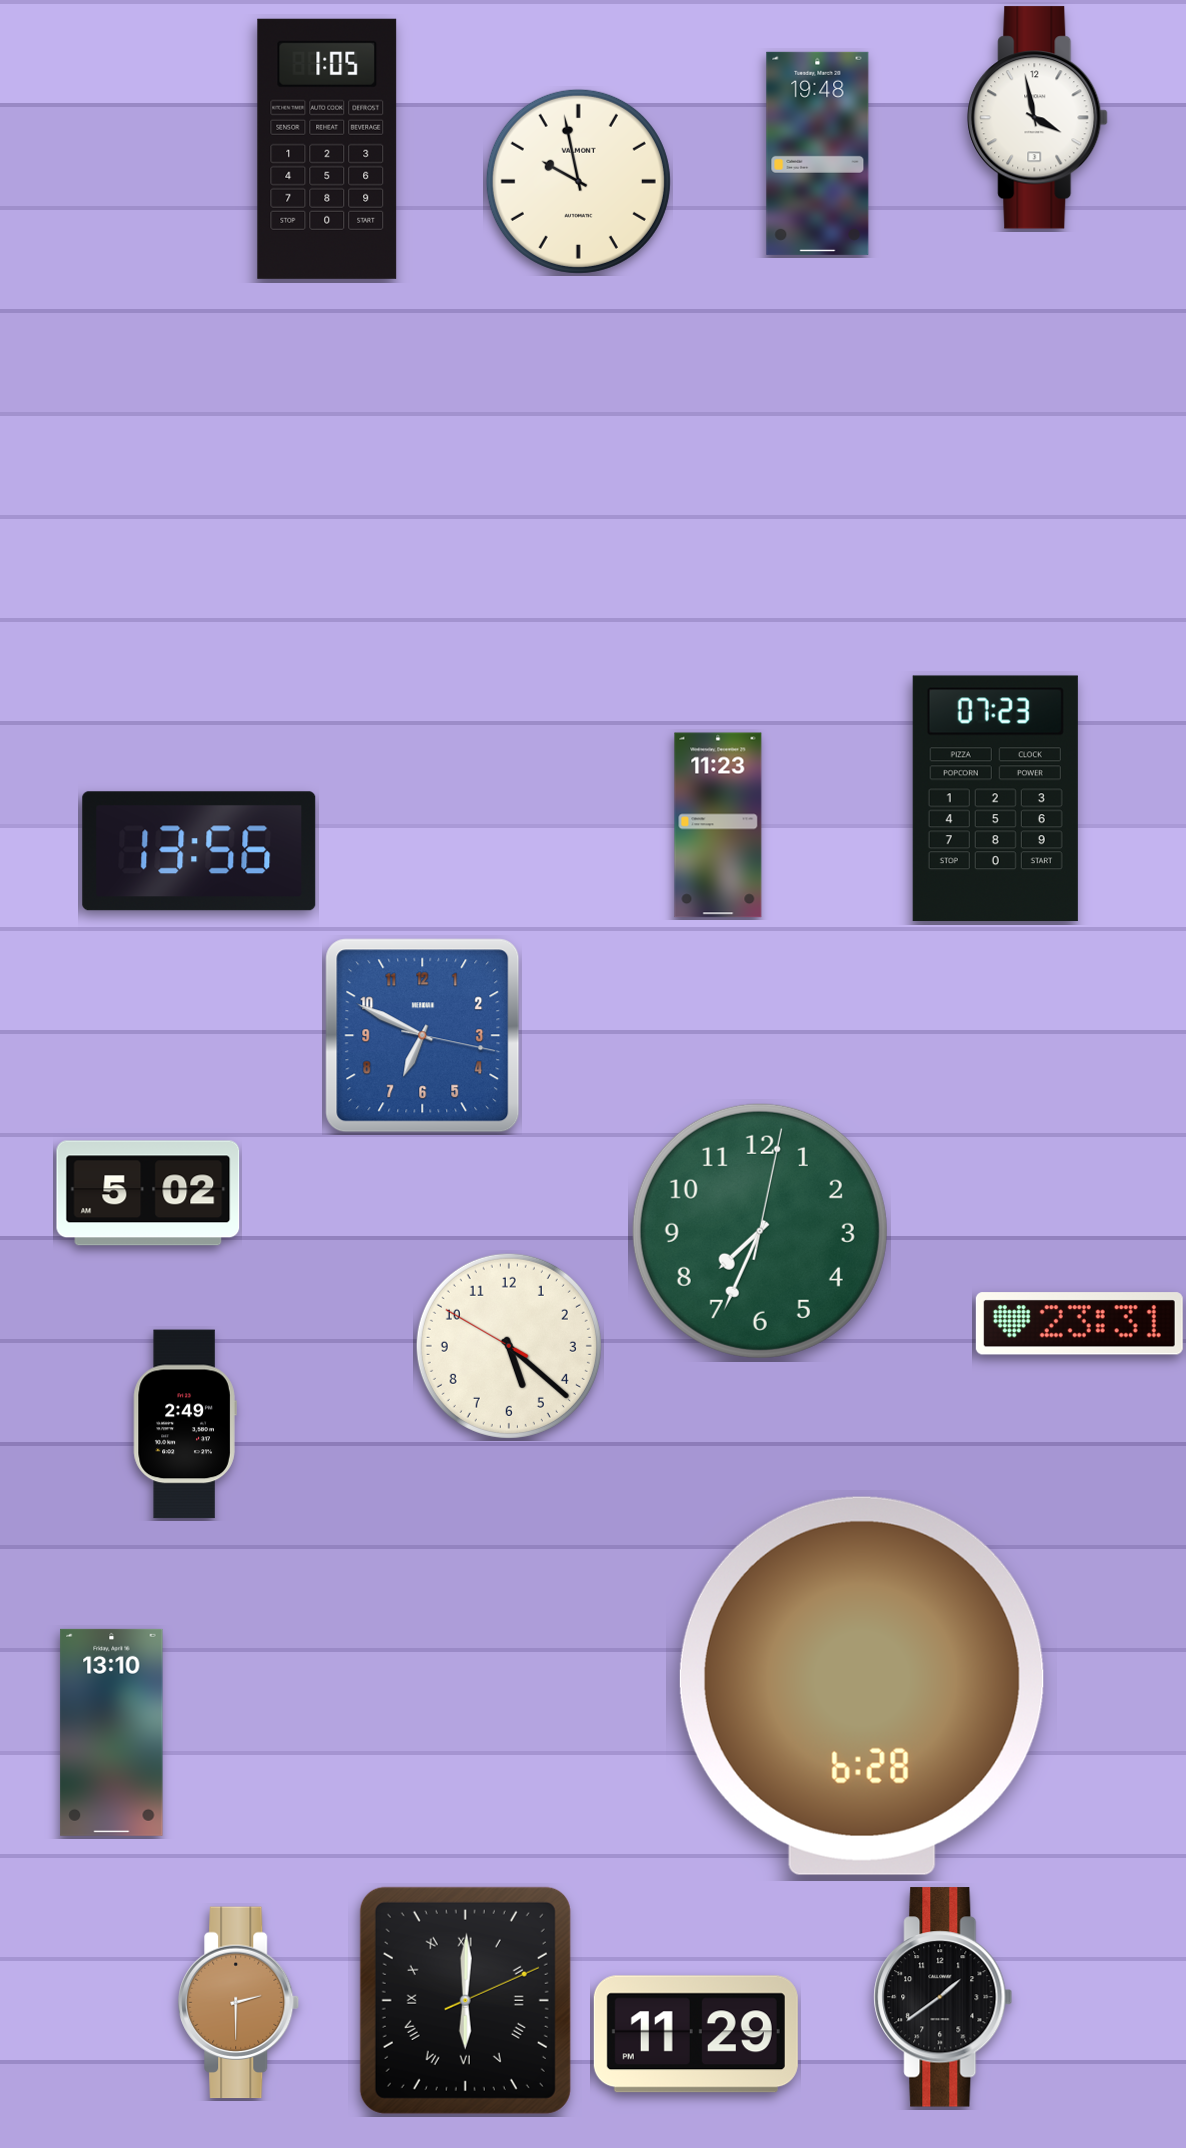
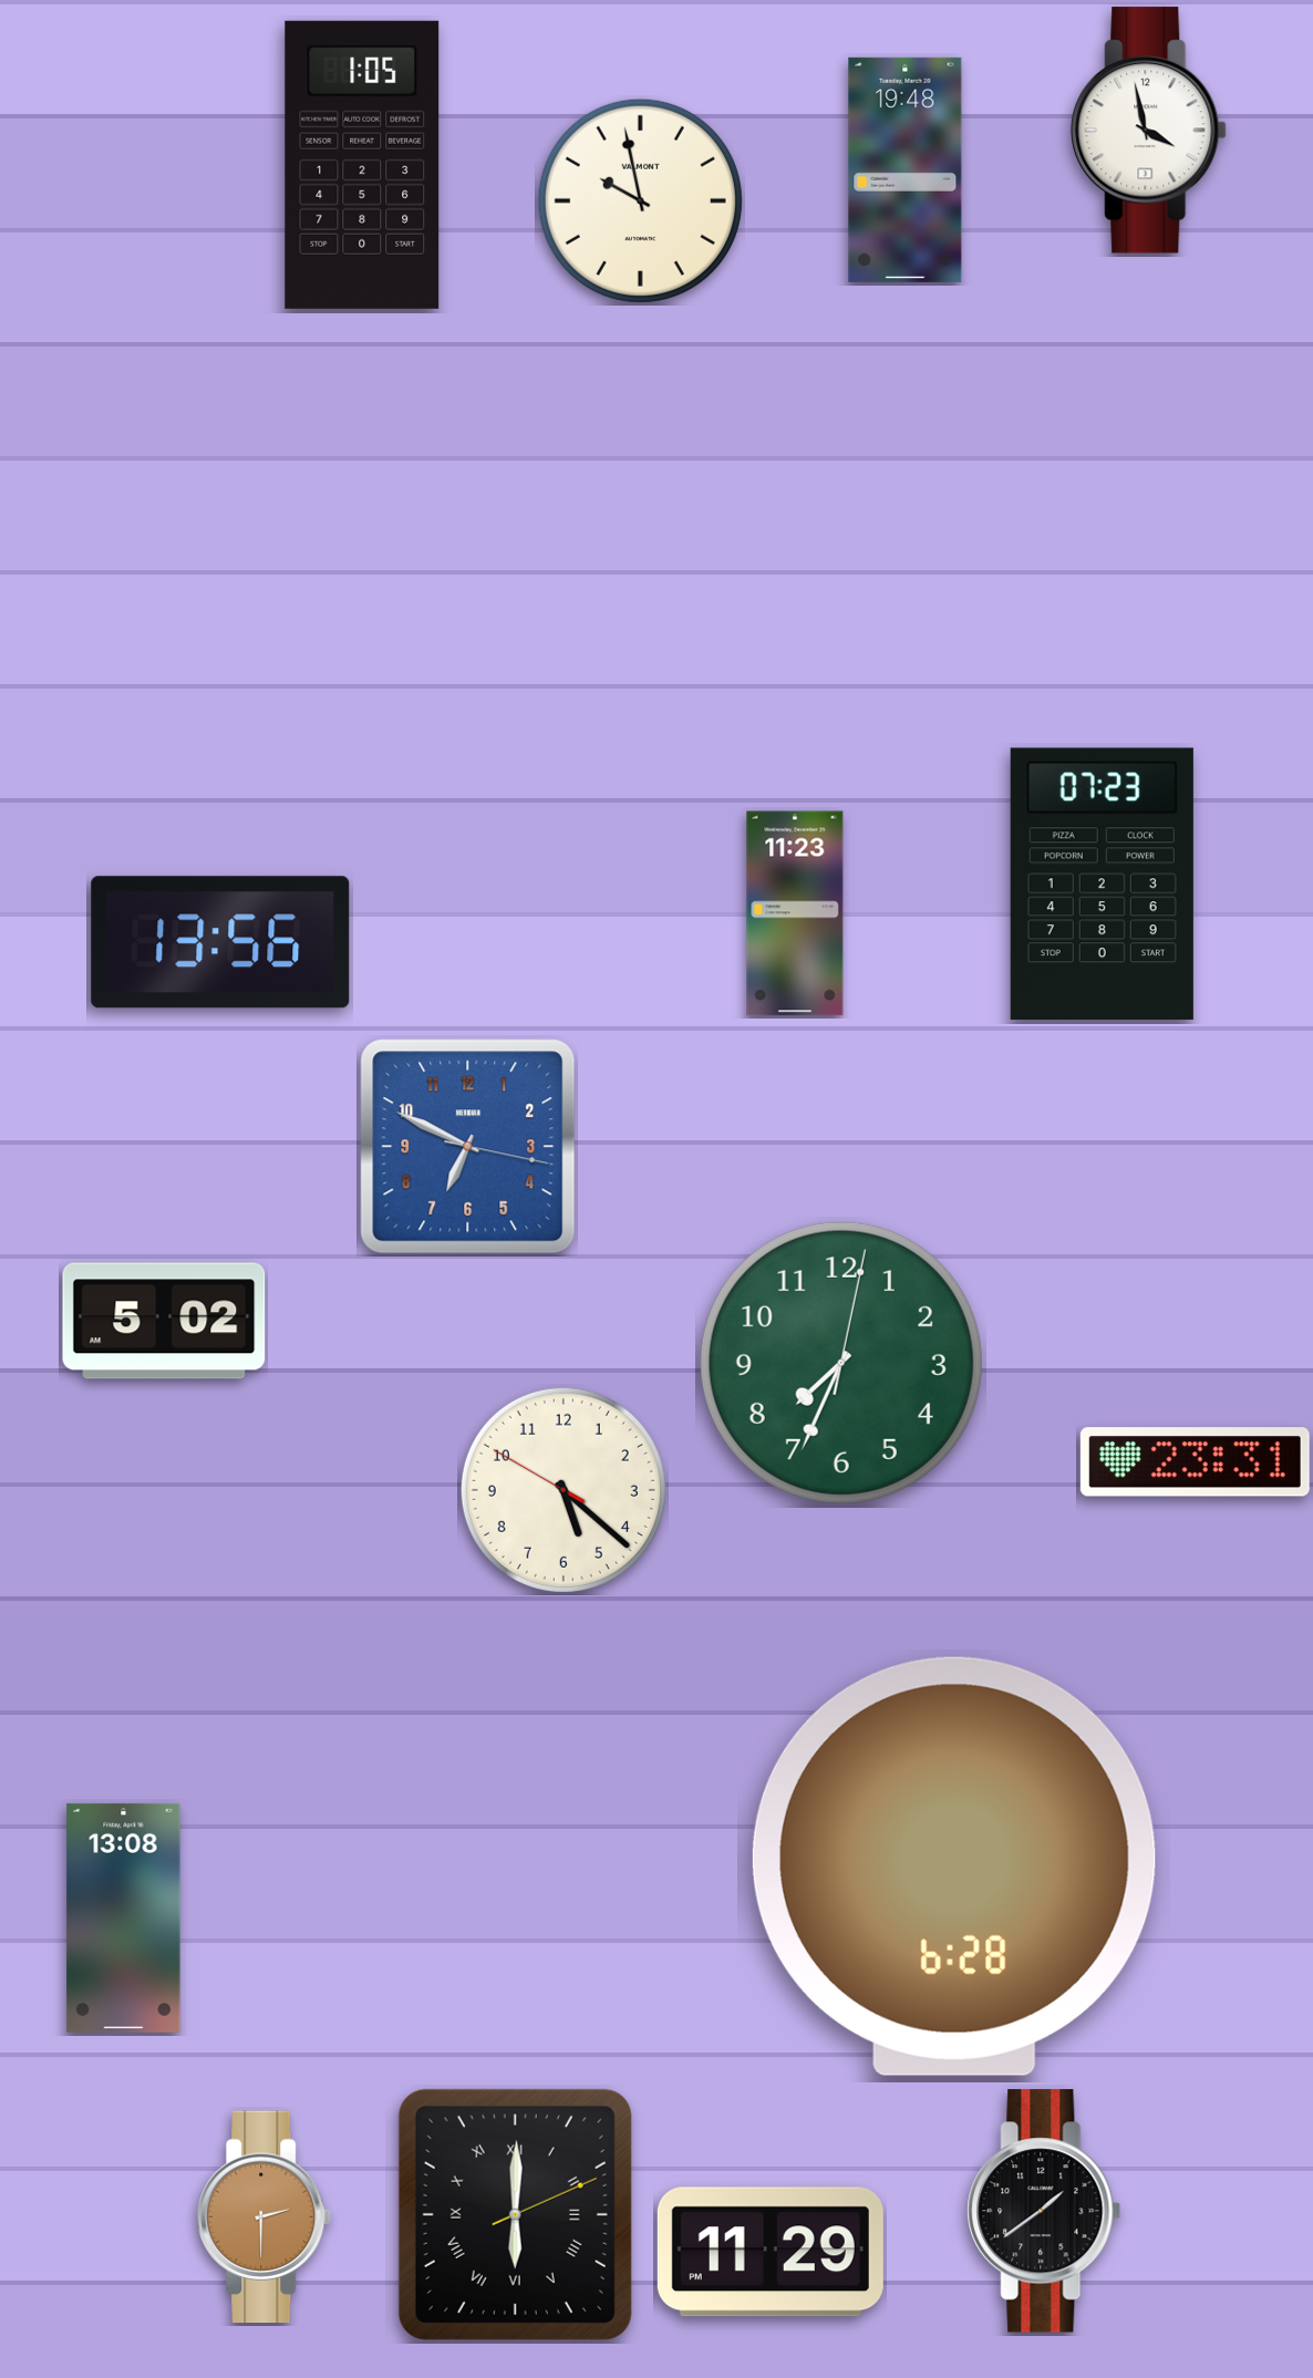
clock at (1079, 1324) position: (1079, 1324) -> (1195, 1462)
clock at (185, 1424): 2:49 -> none
clock at (112, 1732): 13:10 -> 13:08
